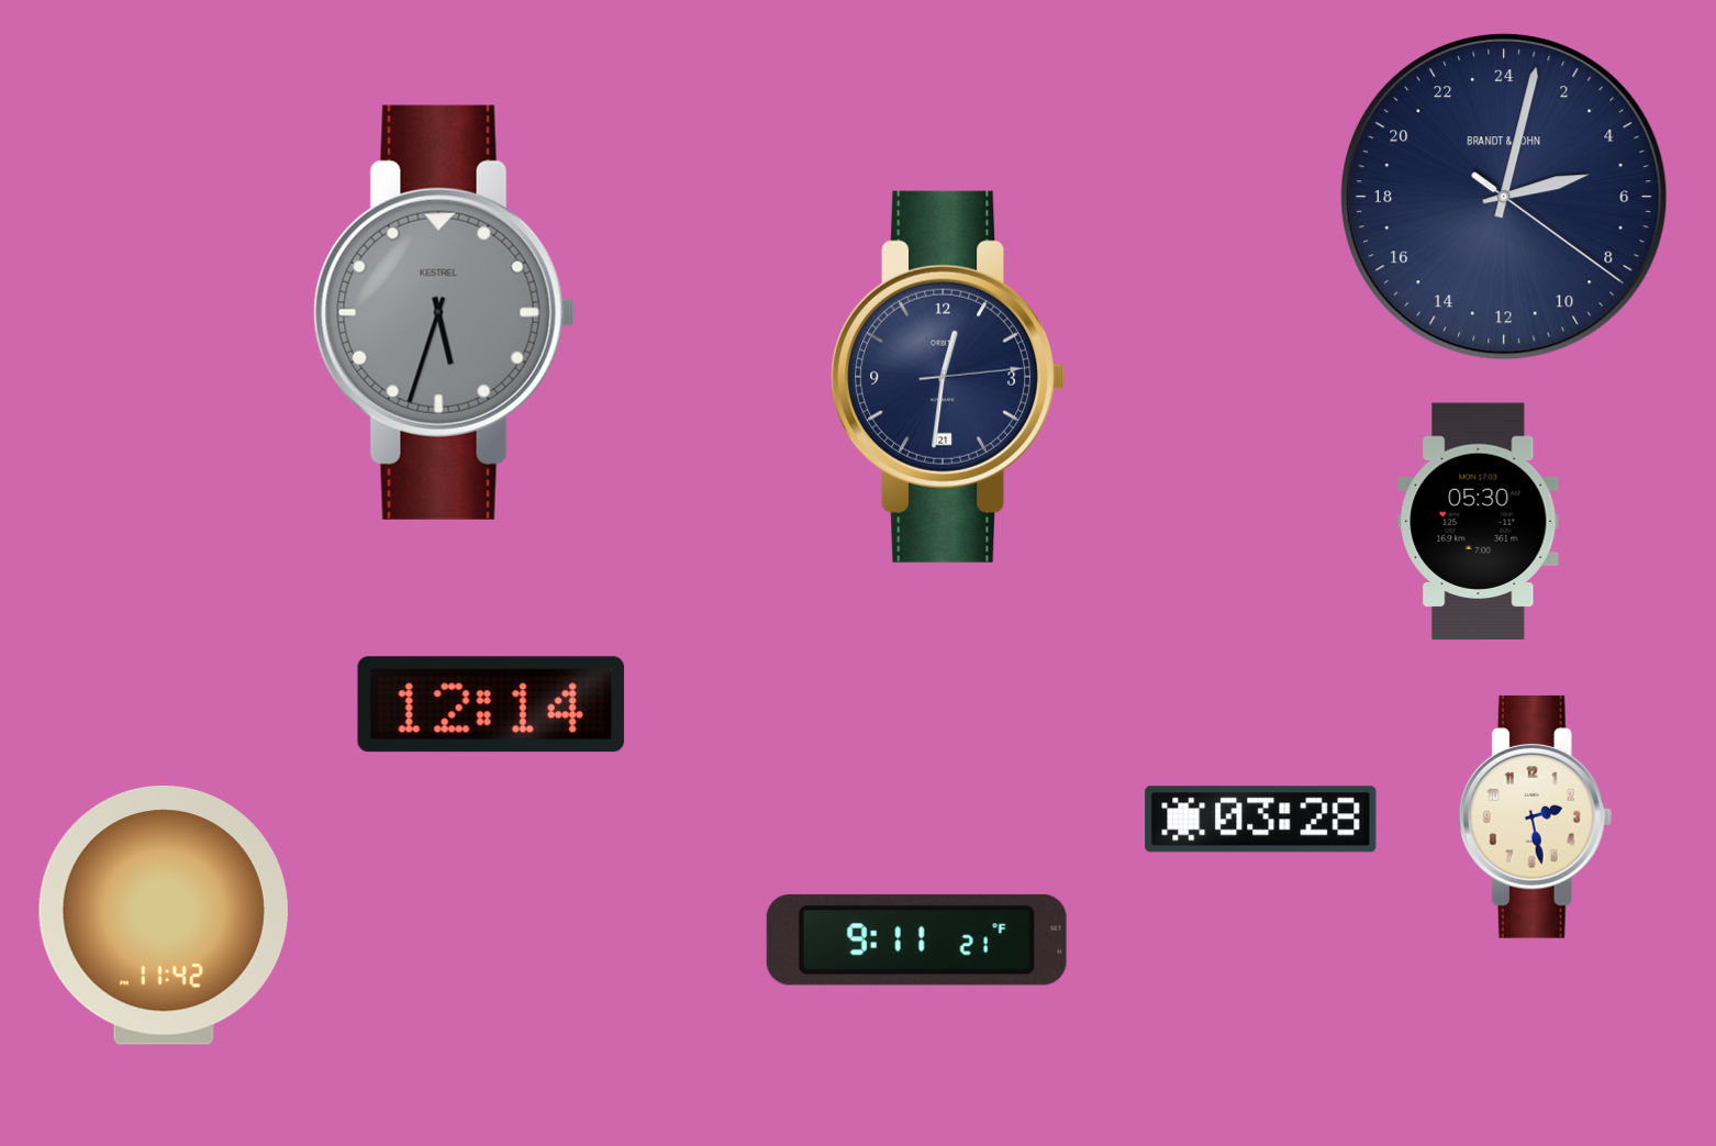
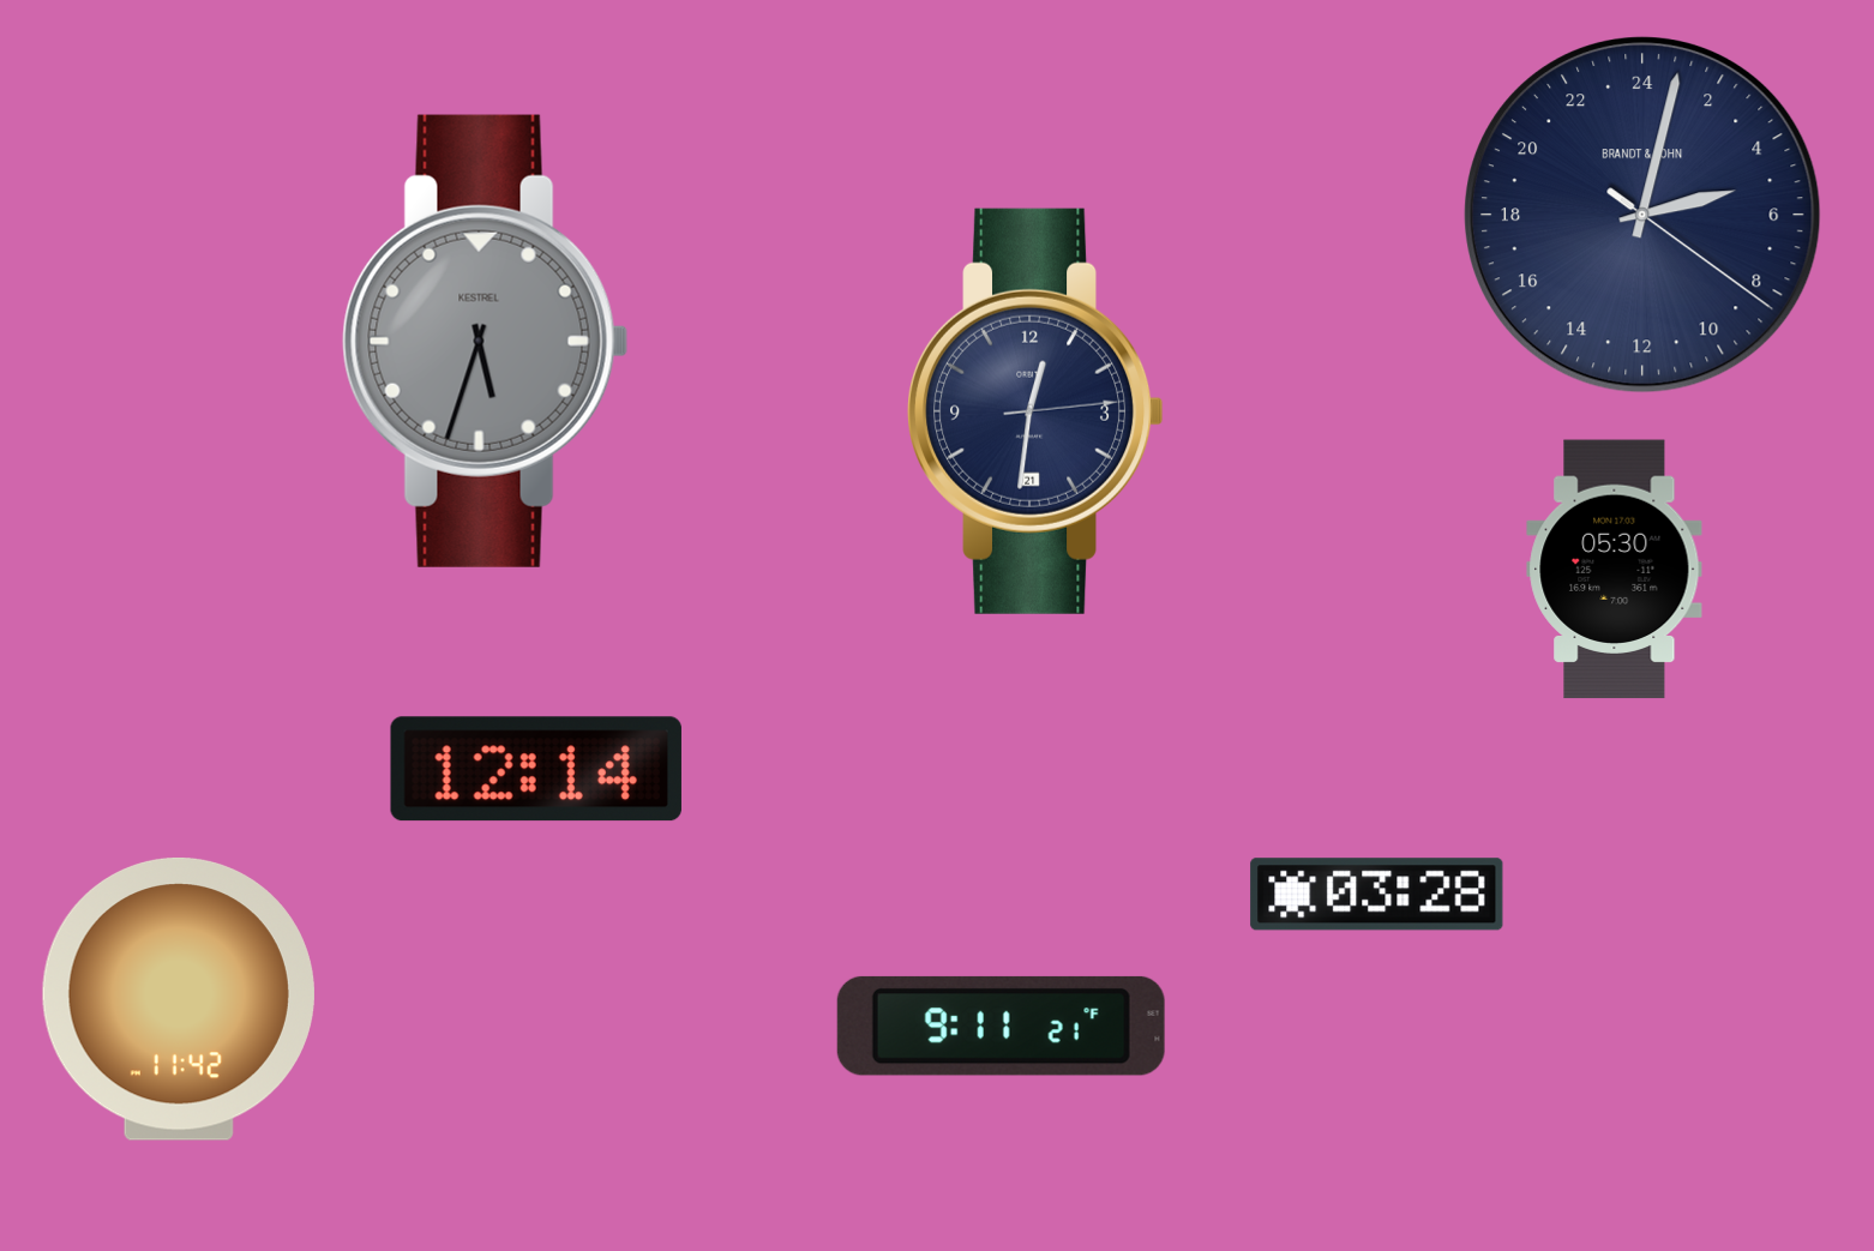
clock at (1536, 816): 2:28 -> none
